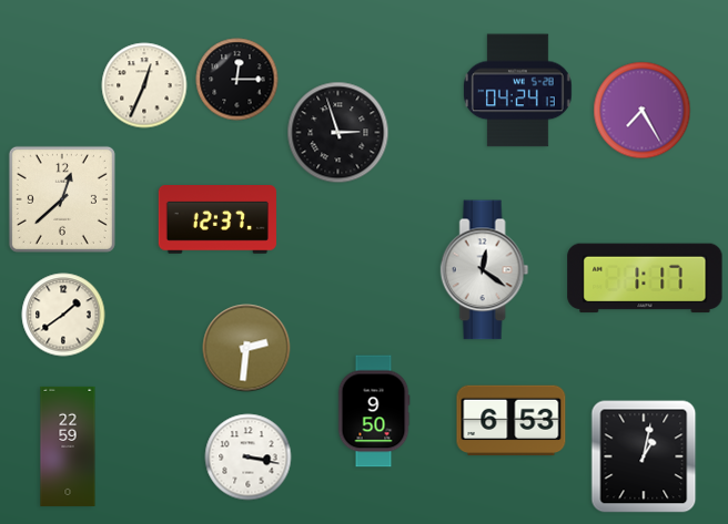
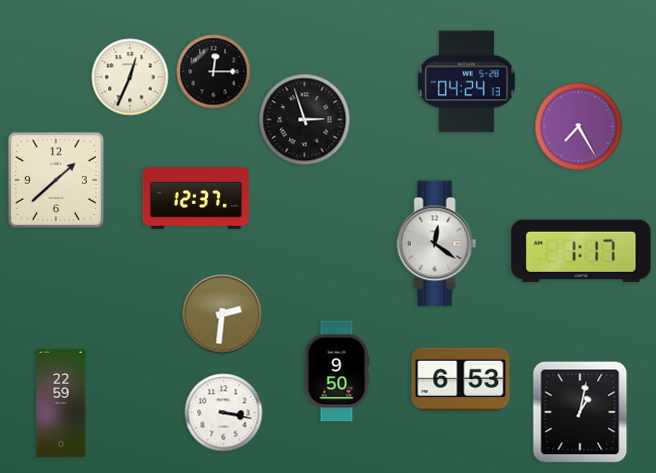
clock at (643, 111) position: (643, 111) -> (579, 127)
clock at (62, 199): 12:38 -> 1:38
clock at (63, 315): 1:39 -> none
